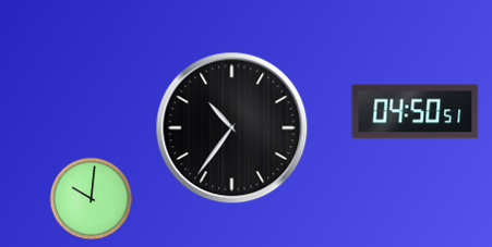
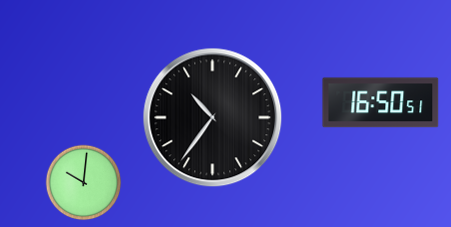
clock at (416, 112): 04:50 -> 16:50
